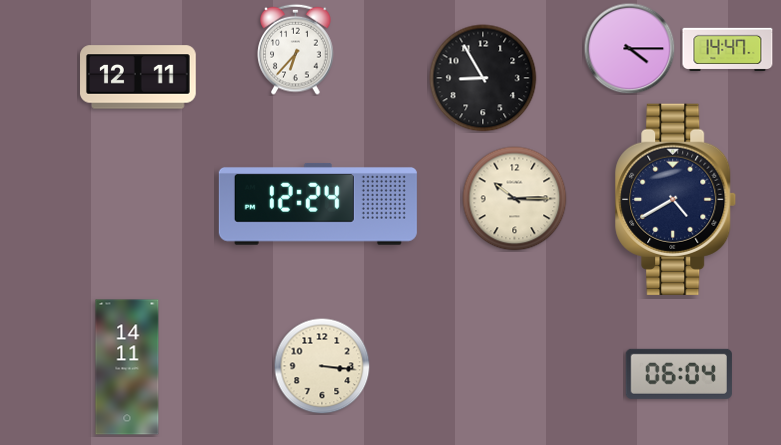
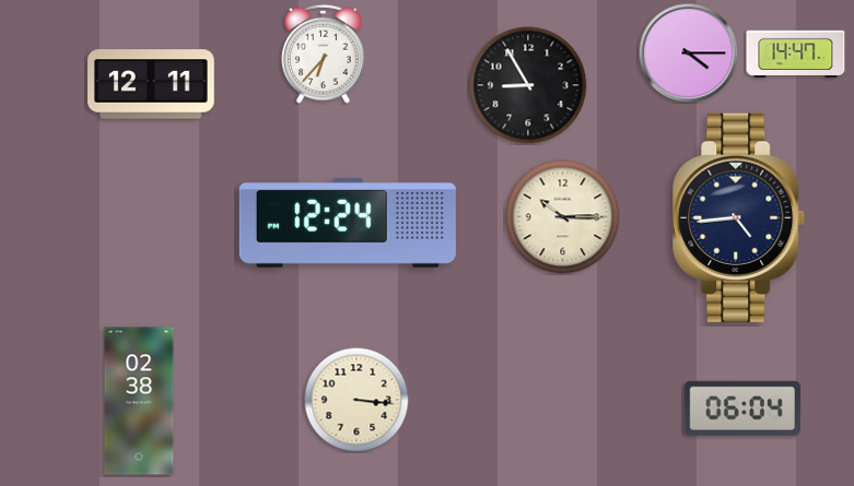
clock at (676, 199): 4:40 -> 4:44
clock at (322, 366) position: (322, 366) -> (356, 400)
clock at (127, 367): 14:11 -> 02:38
